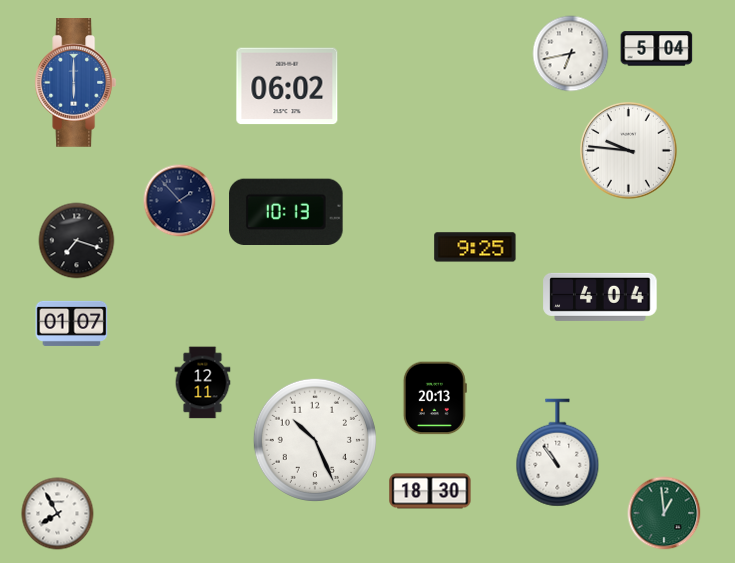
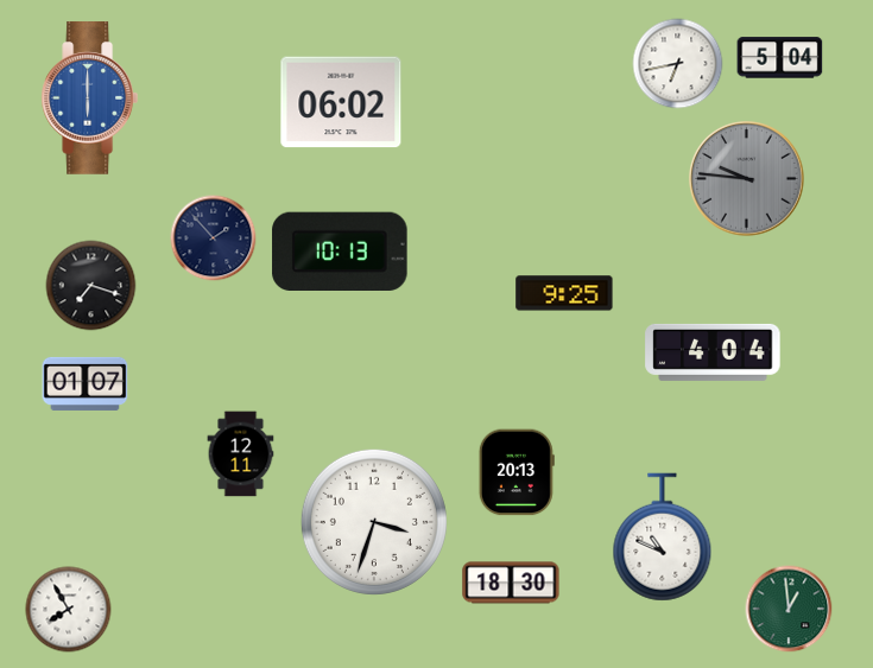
clock at (629, 151) dial: white -> grey
clock at (315, 440): 10:26 -> 3:33
clock at (558, 453): 10:54 -> 10:49
